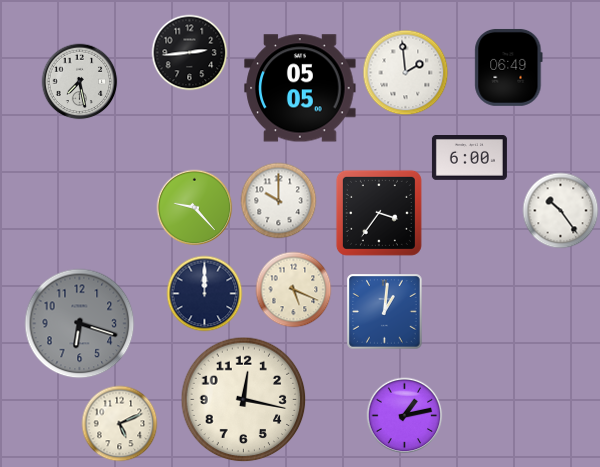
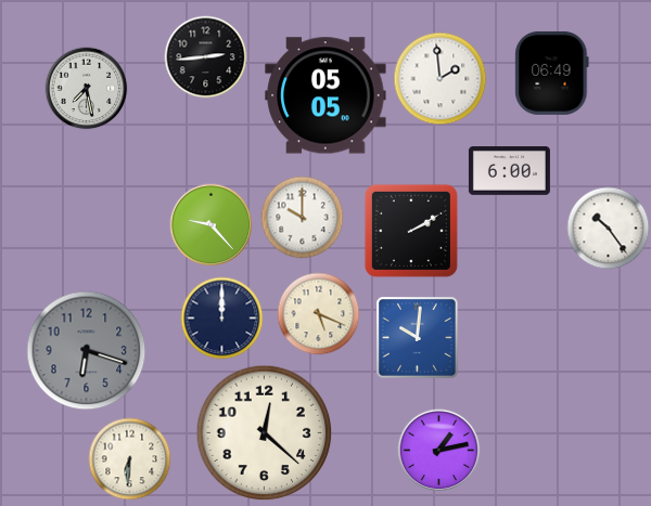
clock at (379, 213): 3:36 -> 2:10
clock at (385, 312): 1:01 -> 10:01
clock at (244, 400): 12:17 -> 12:22
clock at (120, 424): 5:11 -> 6:31
